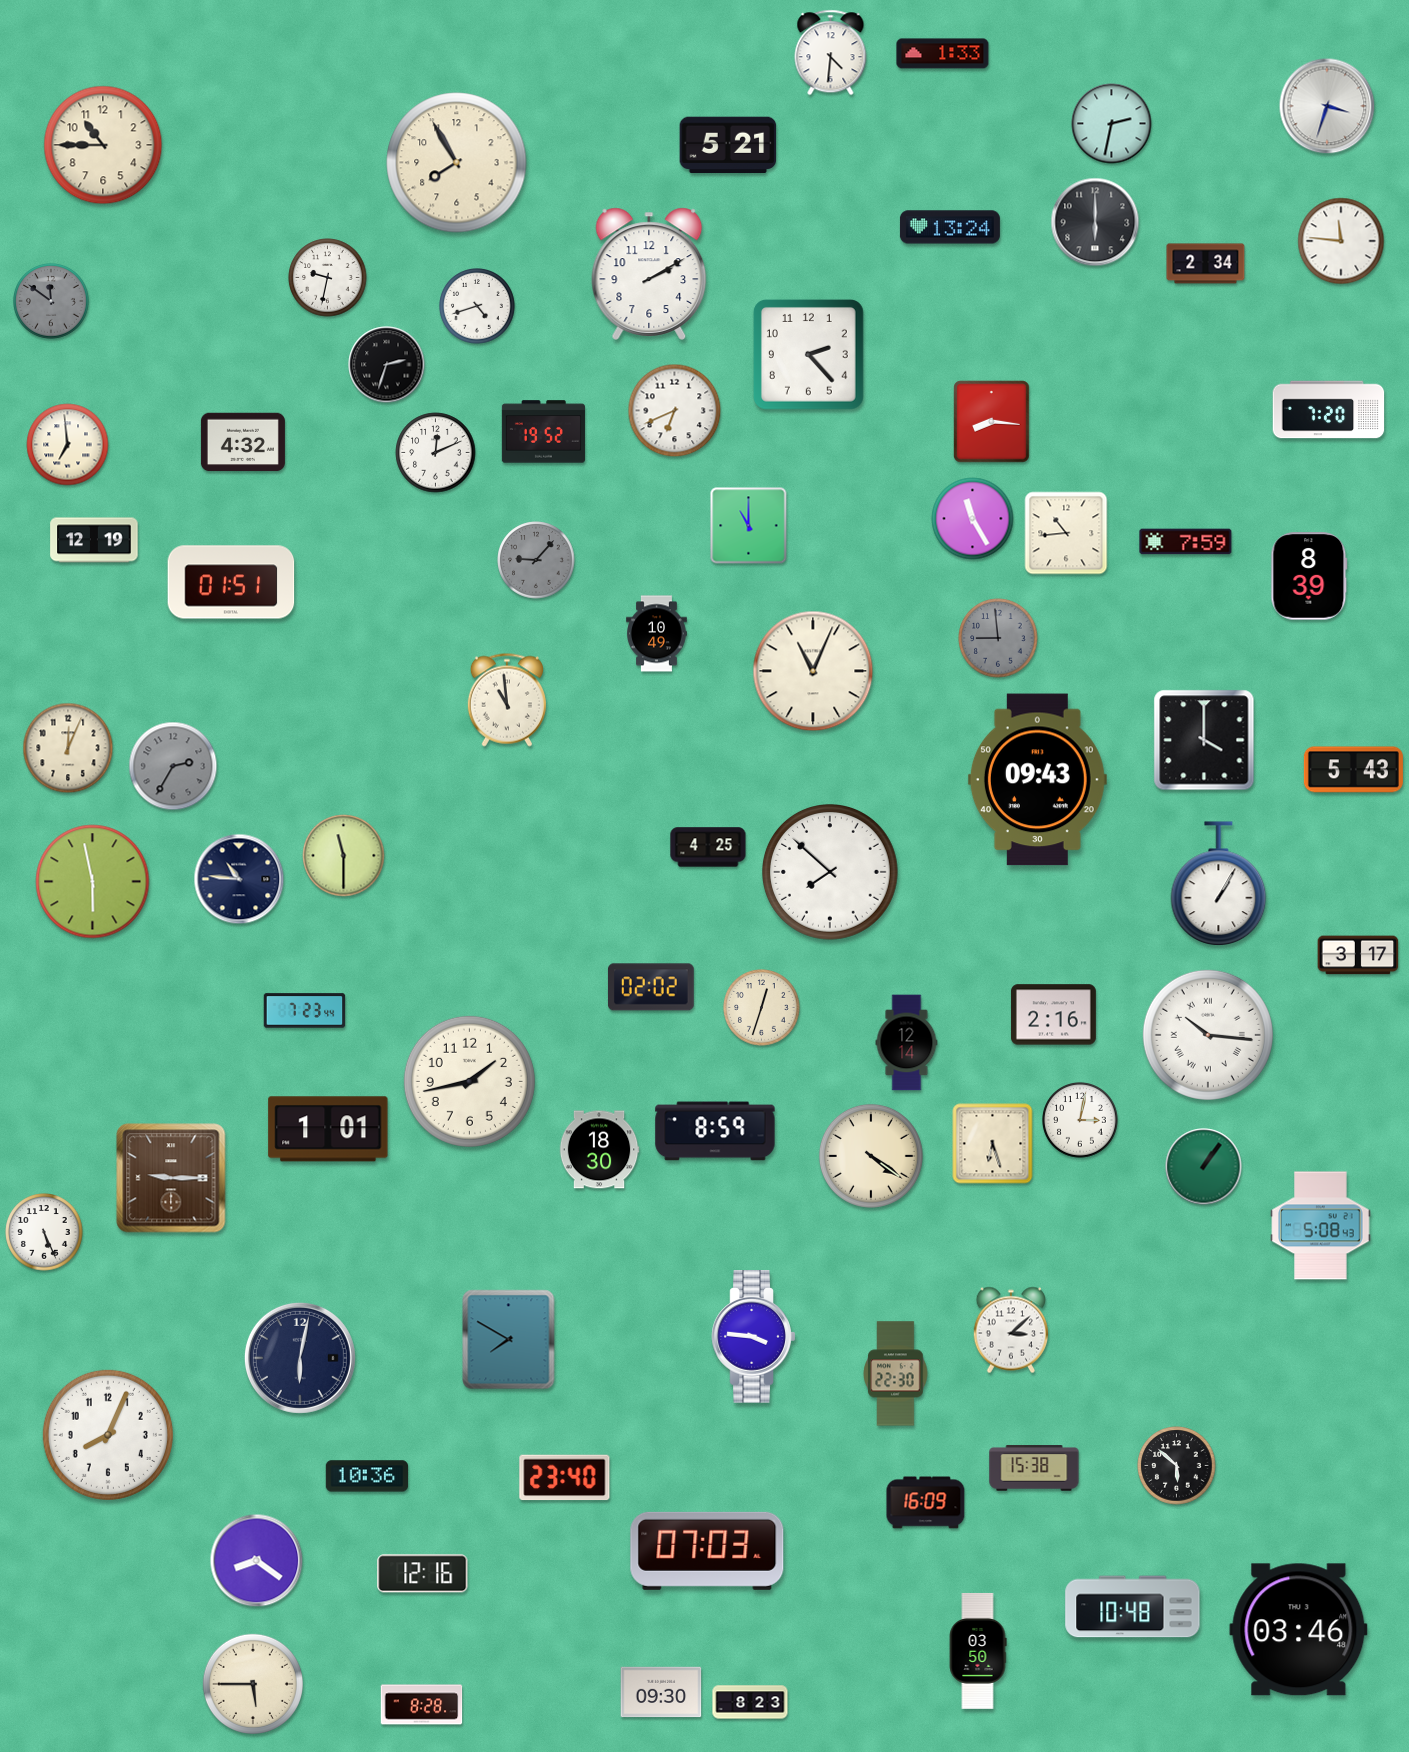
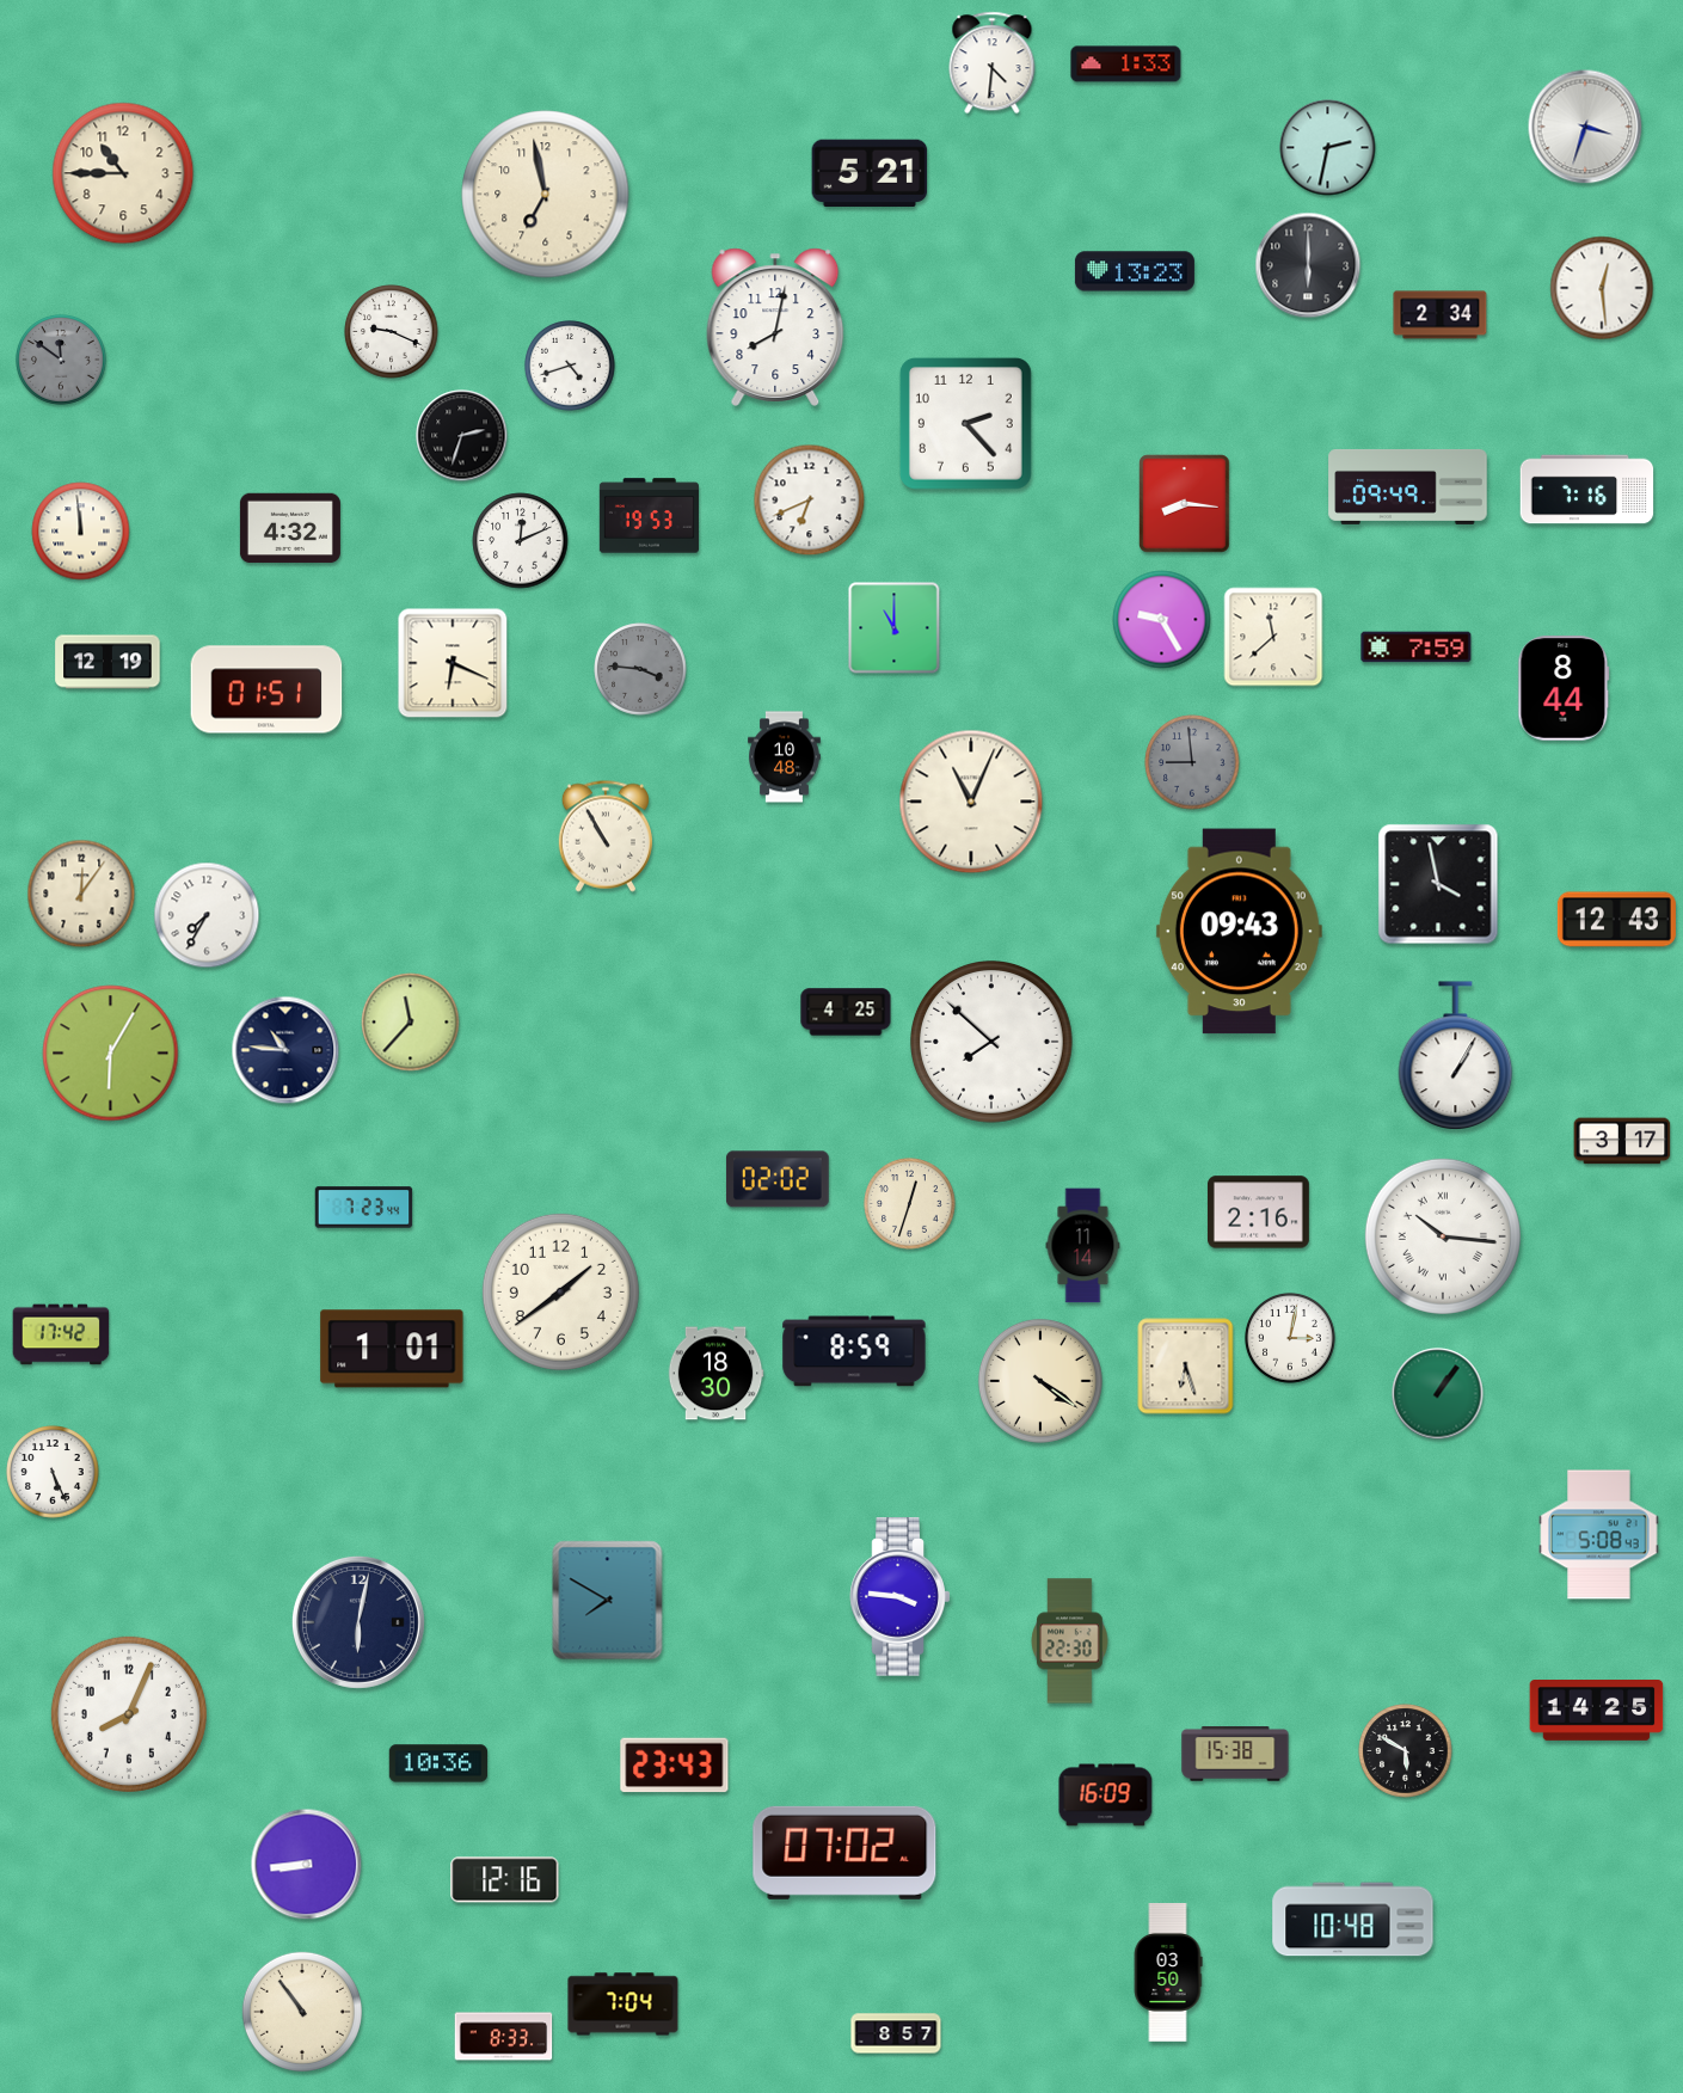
clock at (457, 163): 7:55 -> 6:58
clock at (950, 227): 13:24 -> 13:23
clock at (1341, 241): 11:46 -> 12:29
clock at (649, 274): 2:10 -> 8:02
clock at (328, 278): 9:32 -> 9:19
clock at (1408, 486): none -> 09:49
clock at (1329, 410): 7:20 -> 7:16
clock at (675, 411) position: (675, 411) -> (810, 501)
clock at (543, 432): 19:52 -> 19:53
clock at (68, 445): 6:59 -> 11:59
clock at (973, 519): 11:25 -> 9:25
clock at (1066, 533): 10:44 -> 11:38
clock at (94, 540) position: (94, 540) -> (108, 662)
clock at (453, 663): none -> 6:19
clock at (536, 560): 9:07 -> 3:46
clock at (1309, 576): 8:39 -> 8:44
clock at (231, 582) position: (231, 582) -> (266, 689)
clock at (657, 634): 10:49 -> 10:48
clock at (507, 700): 10:59 -> 10:55
clock at (1204, 740): 4:00 -> 3:58
clock at (68, 748): 12:04 -> 12:06
clock at (173, 766): 2:35 -> 7:35
clock at (173, 766) dial: grey -> white
clock at (1353, 770): 5:43 -> 12:43
clock at (344, 856): 11:30 -> 11:37
clock at (93, 882): 5:58 -> 6:05
clock at (907, 1043): 12:14 -> 11:14
clock at (469, 1081): 1:43 -> 1:39
clock at (61, 1334): none -> 17:42
clock at (171, 1178): 9:15 -> none
clock at (1321, 1226) position: (1321, 1226) -> (1599, 1535)
clock at (1010, 1330): 3:08 -> none
clock at (1597, 1711): none -> 14:25
clock at (1177, 1466): 5:52 -> 5:50
clock at (565, 1478): 23:40 -> 23:43
clock at (707, 1551): 07:03 -> 07:02
clock at (257, 1561): 8:21 -> 8:44
clock at (1299, 1630): 03:46 -> none
clock at (624, 2005): none -> 7:04
clock at (253, 1684): 5:45 -> 10:54
clock at (661, 1692): 09:30 -> none
clock at (750, 1702): 8:23 -> 8:57
clock at (422, 1705): 8:28 -> 8:33
